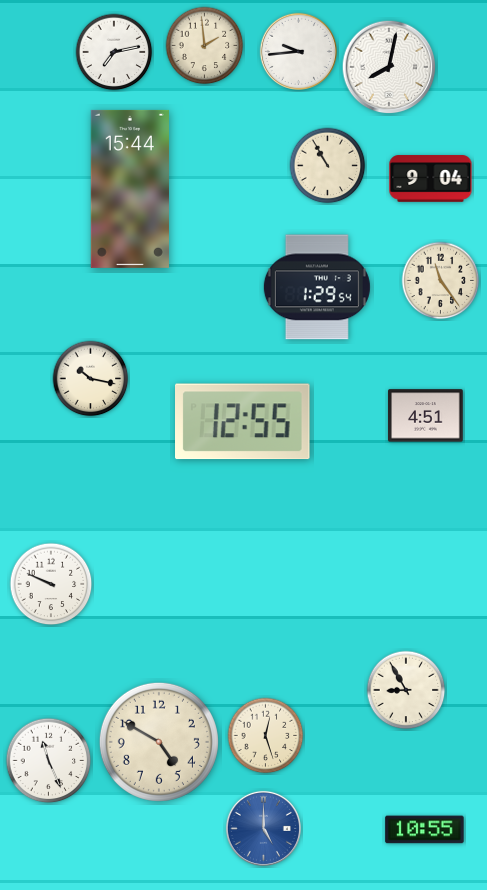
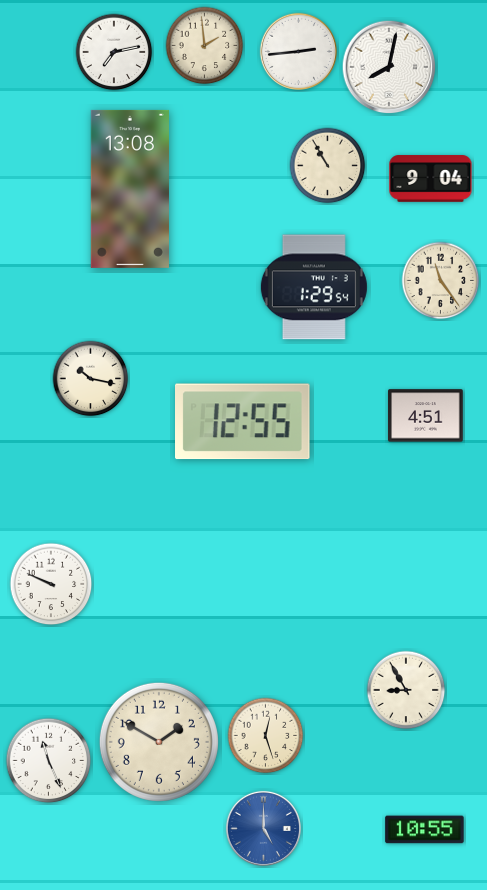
clock at (298, 51): 9:44 -> 2:44
clock at (130, 189): 15:44 -> 13:08
clock at (317, 287) position: (317, 287) -> (314, 287)
clock at (159, 742): 4:50 -> 1:50
